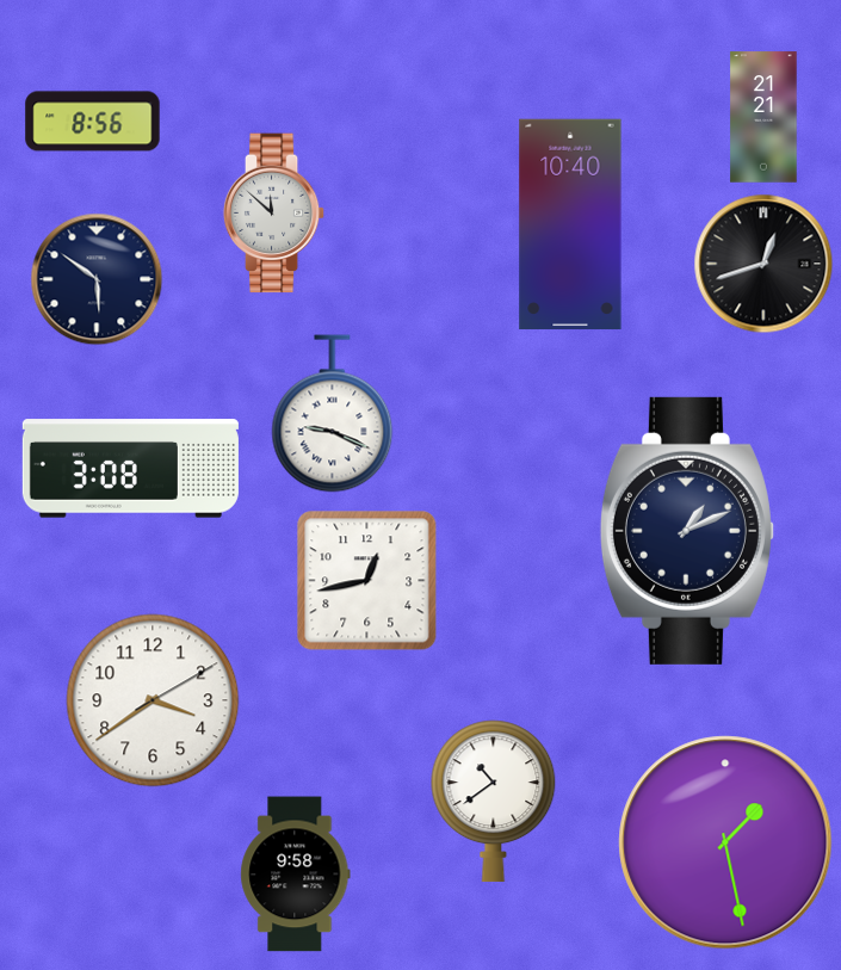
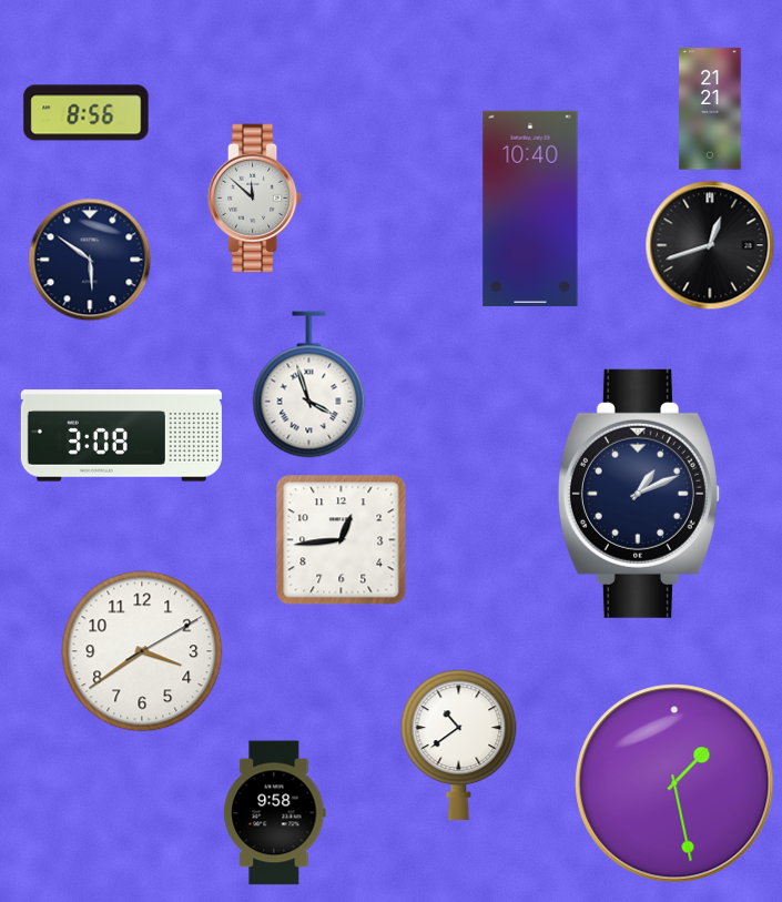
clock at (333, 414): 9:19 -> 3:57
clock at (367, 581): 12:43 -> 12:44
